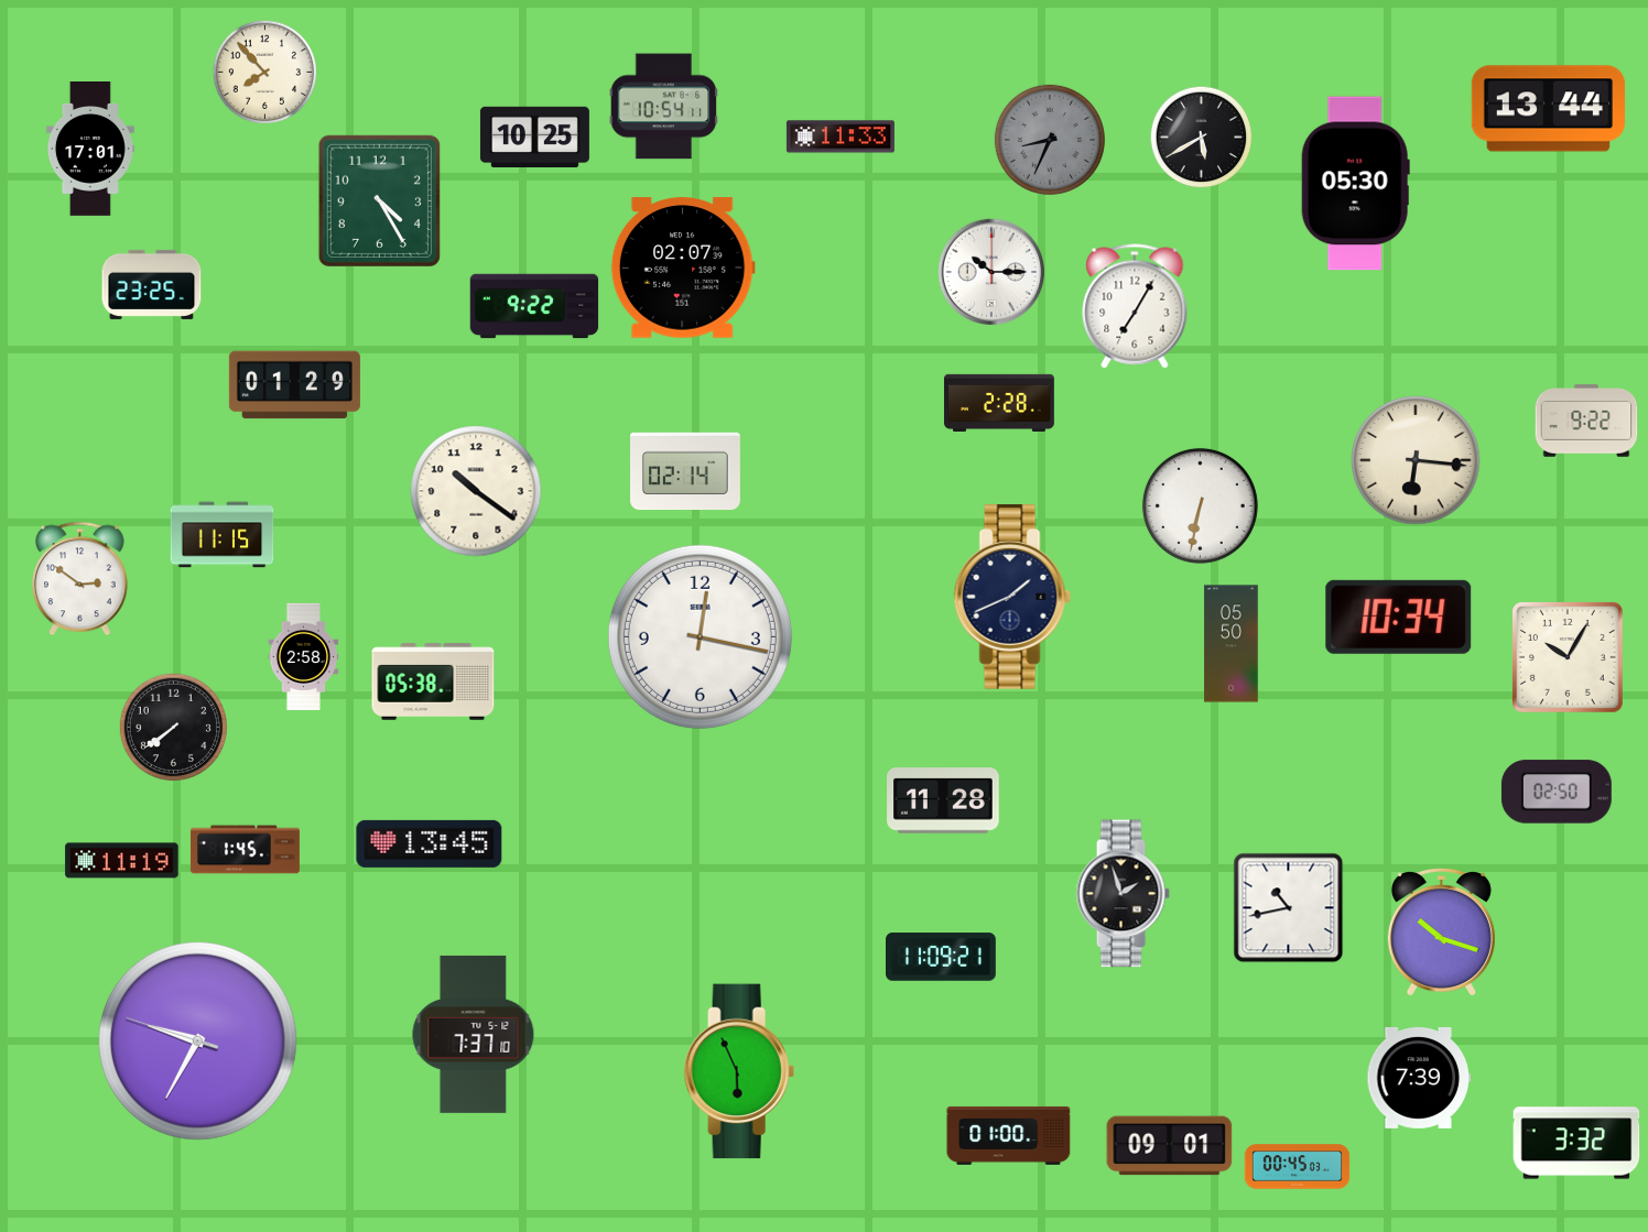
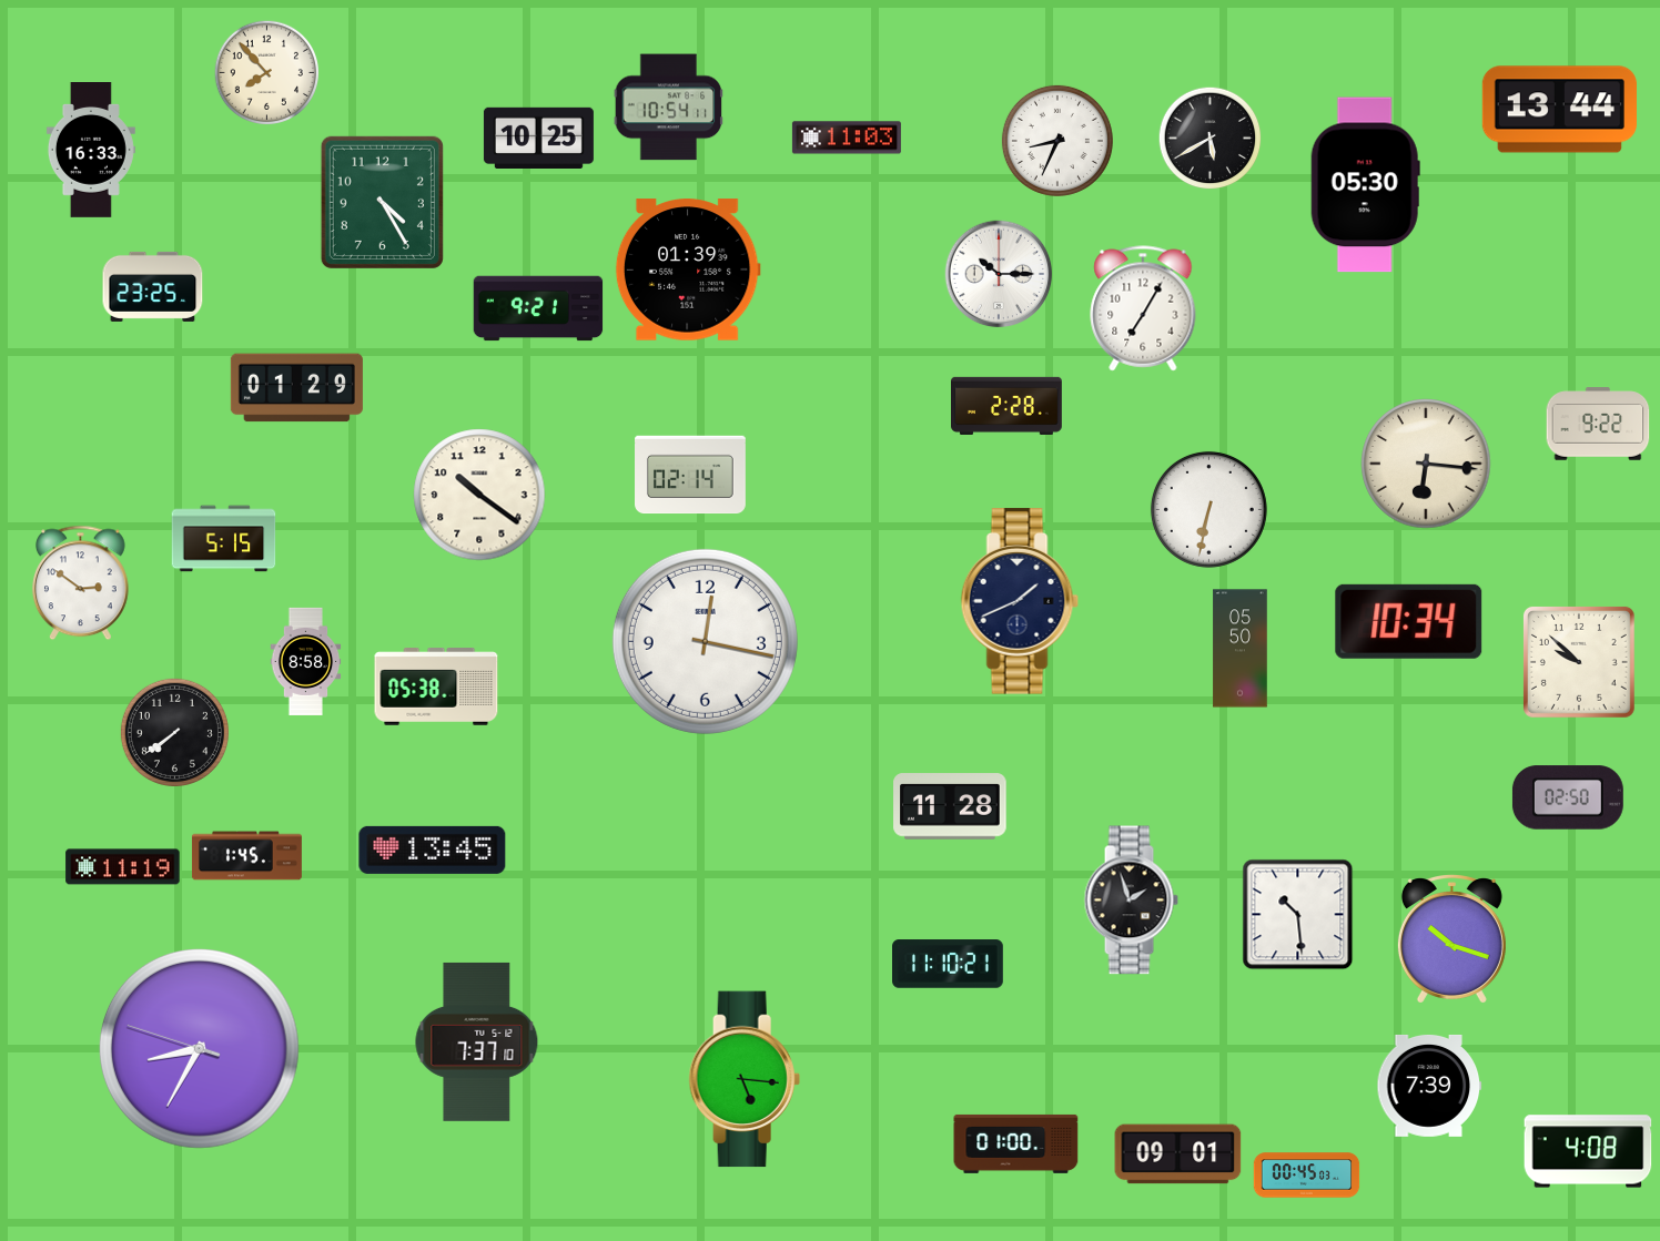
clock at (841, 137): 11:33 -> 11:03
clock at (1050, 140) dial: grey -> white
clock at (90, 150): 17:01 -> 16:33
clock at (683, 268): 02:07 -> 01:39
clock at (534, 306): 9:22 -> 9:21
clock at (223, 535): 11:15 -> 5:15
clock at (304, 656): 2:58 -> 8:58
clock at (1568, 657): 10:05 -> 9:52
clock at (1289, 908): 10:43 -> 10:29
clock at (942, 957): 11:09 -> 11:10
clock at (197, 1040): 9:34 -> 8:34
clock at (739, 1071): 5:56 -> 5:16
clock at (1576, 1143): 3:32 -> 4:08
